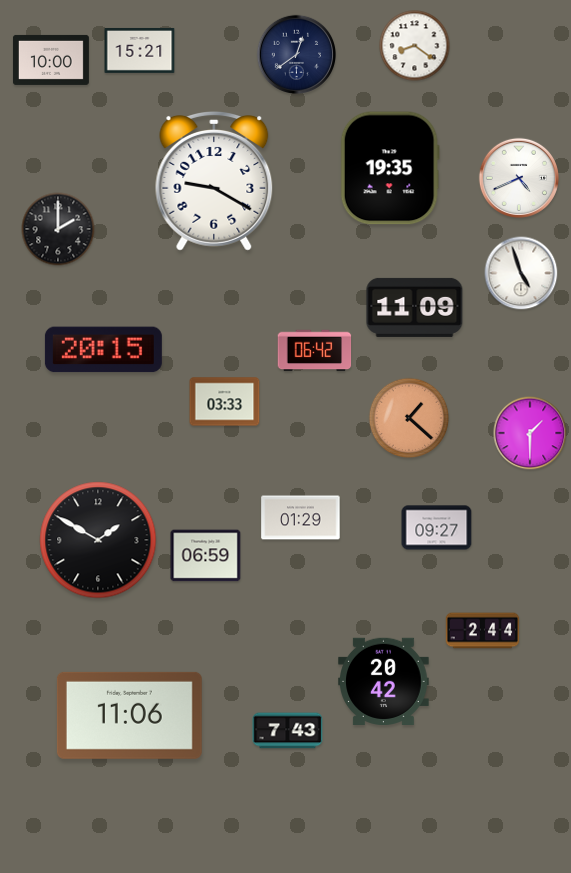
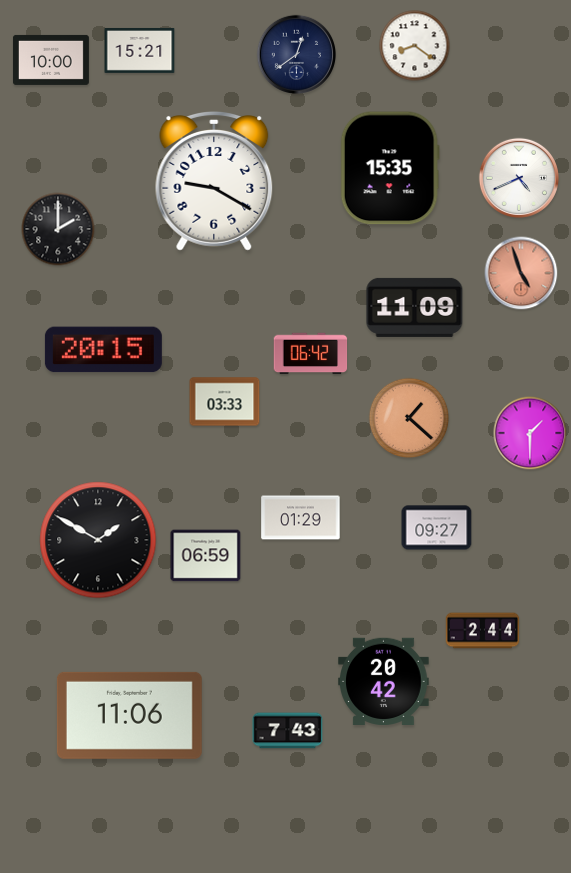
clock at (390, 168): 19:35 -> 15:35
clock at (521, 273) dial: white -> salmon
clock at (315, 351) position: (315, 351) -> (311, 354)
